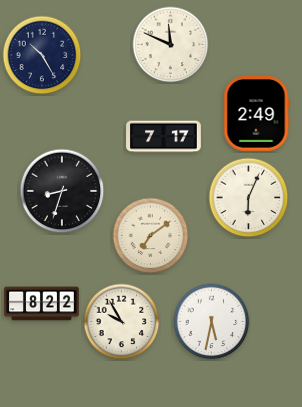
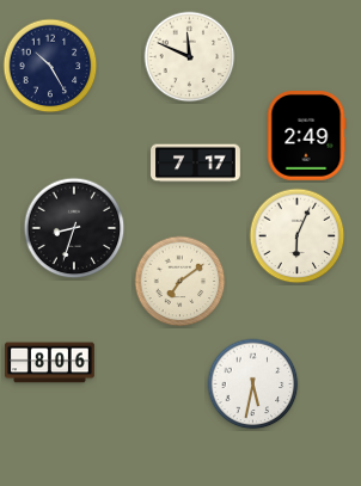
clock at (171, 45) position: (171, 45) -> (190, 57)
clock at (42, 304): 8:22 -> 8:06
clock at (122, 322): 9:55 -> none
